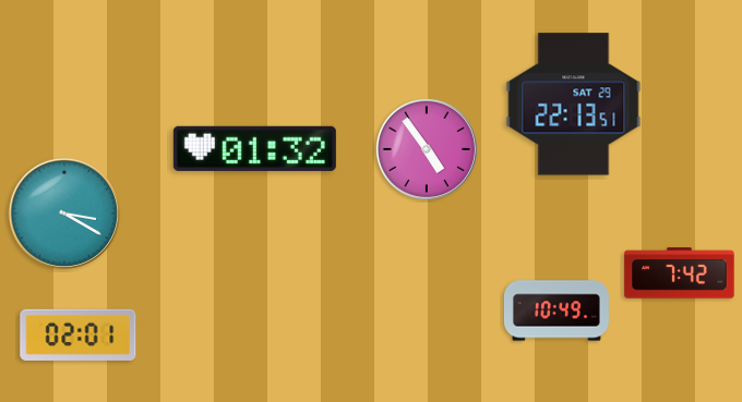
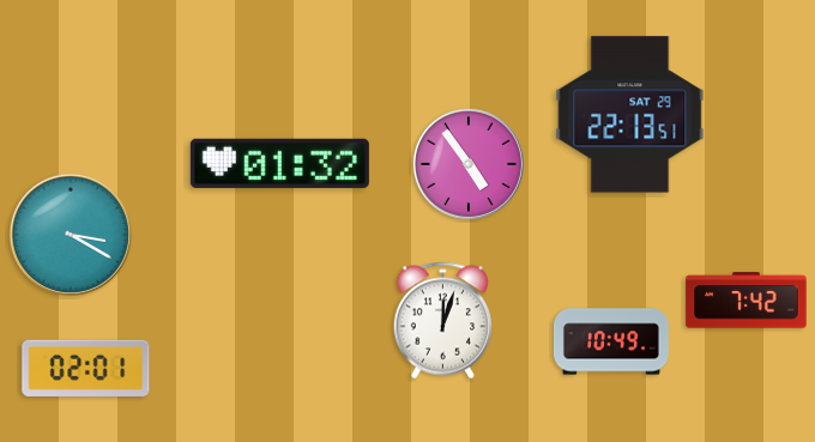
clock at (442, 321): none -> 12:03
